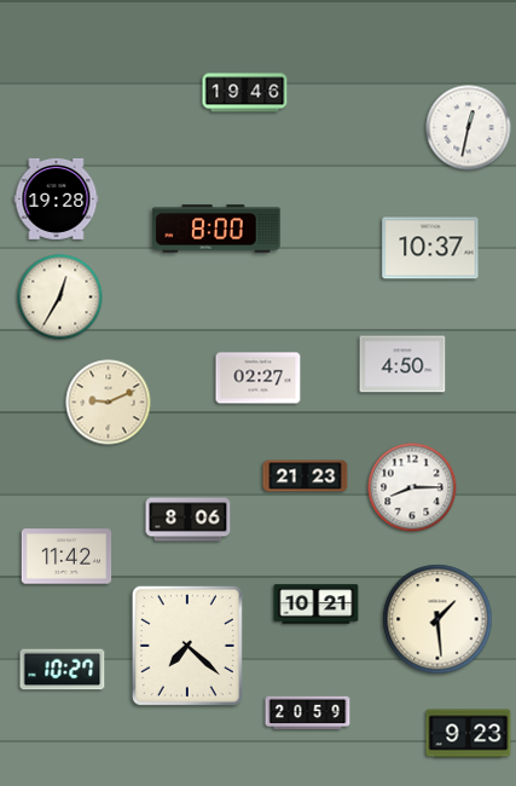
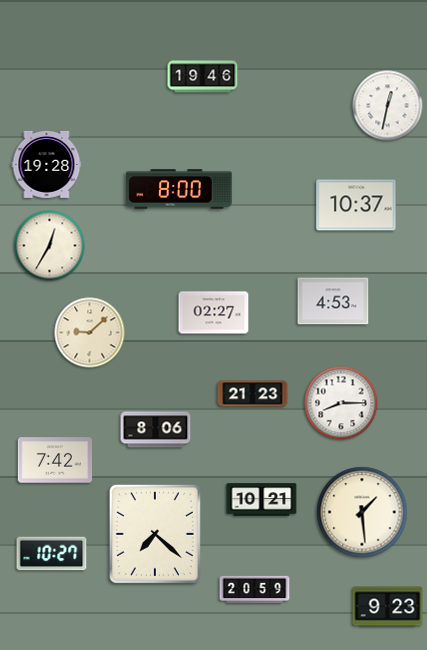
clock at (402, 364): 4:50 -> 4:53
clock at (109, 403): 9:11 -> 9:08
clock at (66, 556): 11:42 -> 7:42
